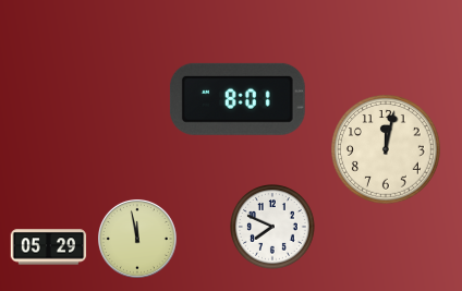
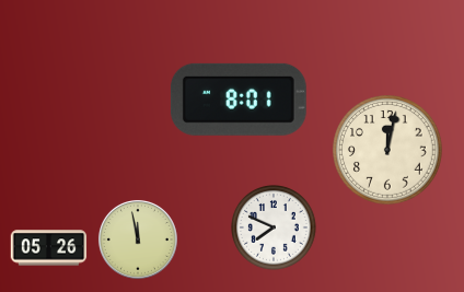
clock at (49, 247): 05:29 -> 05:26
